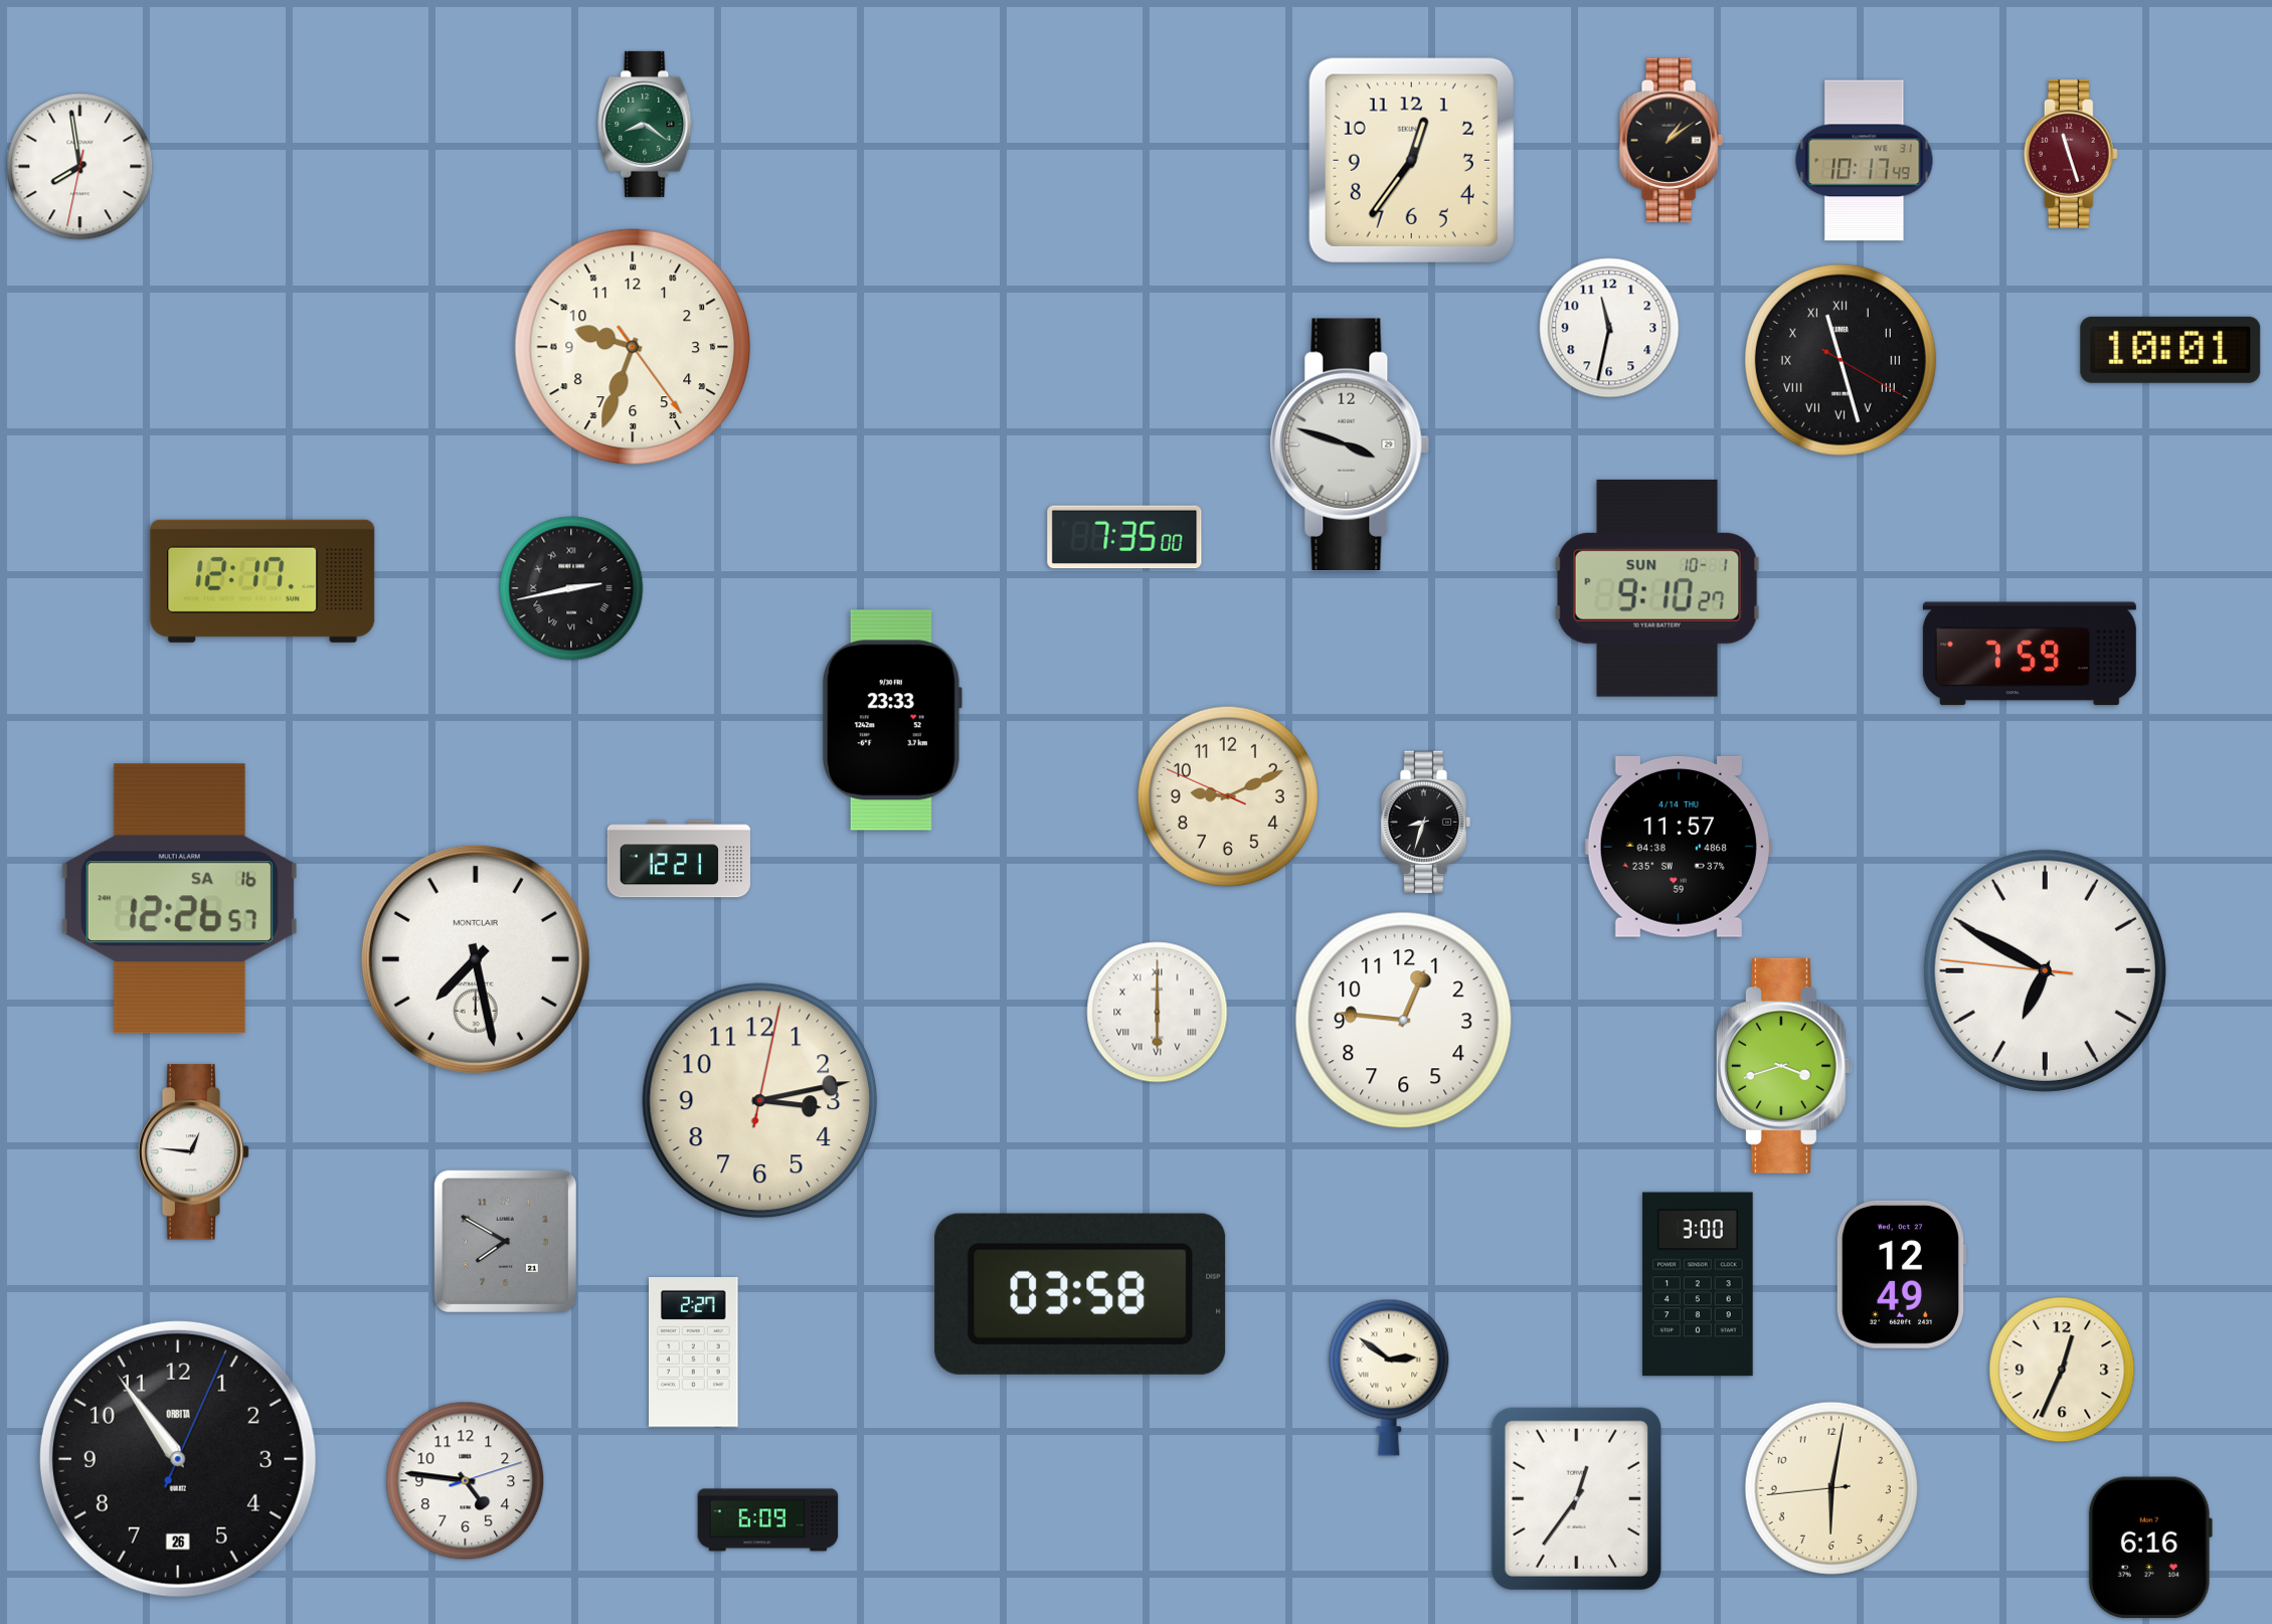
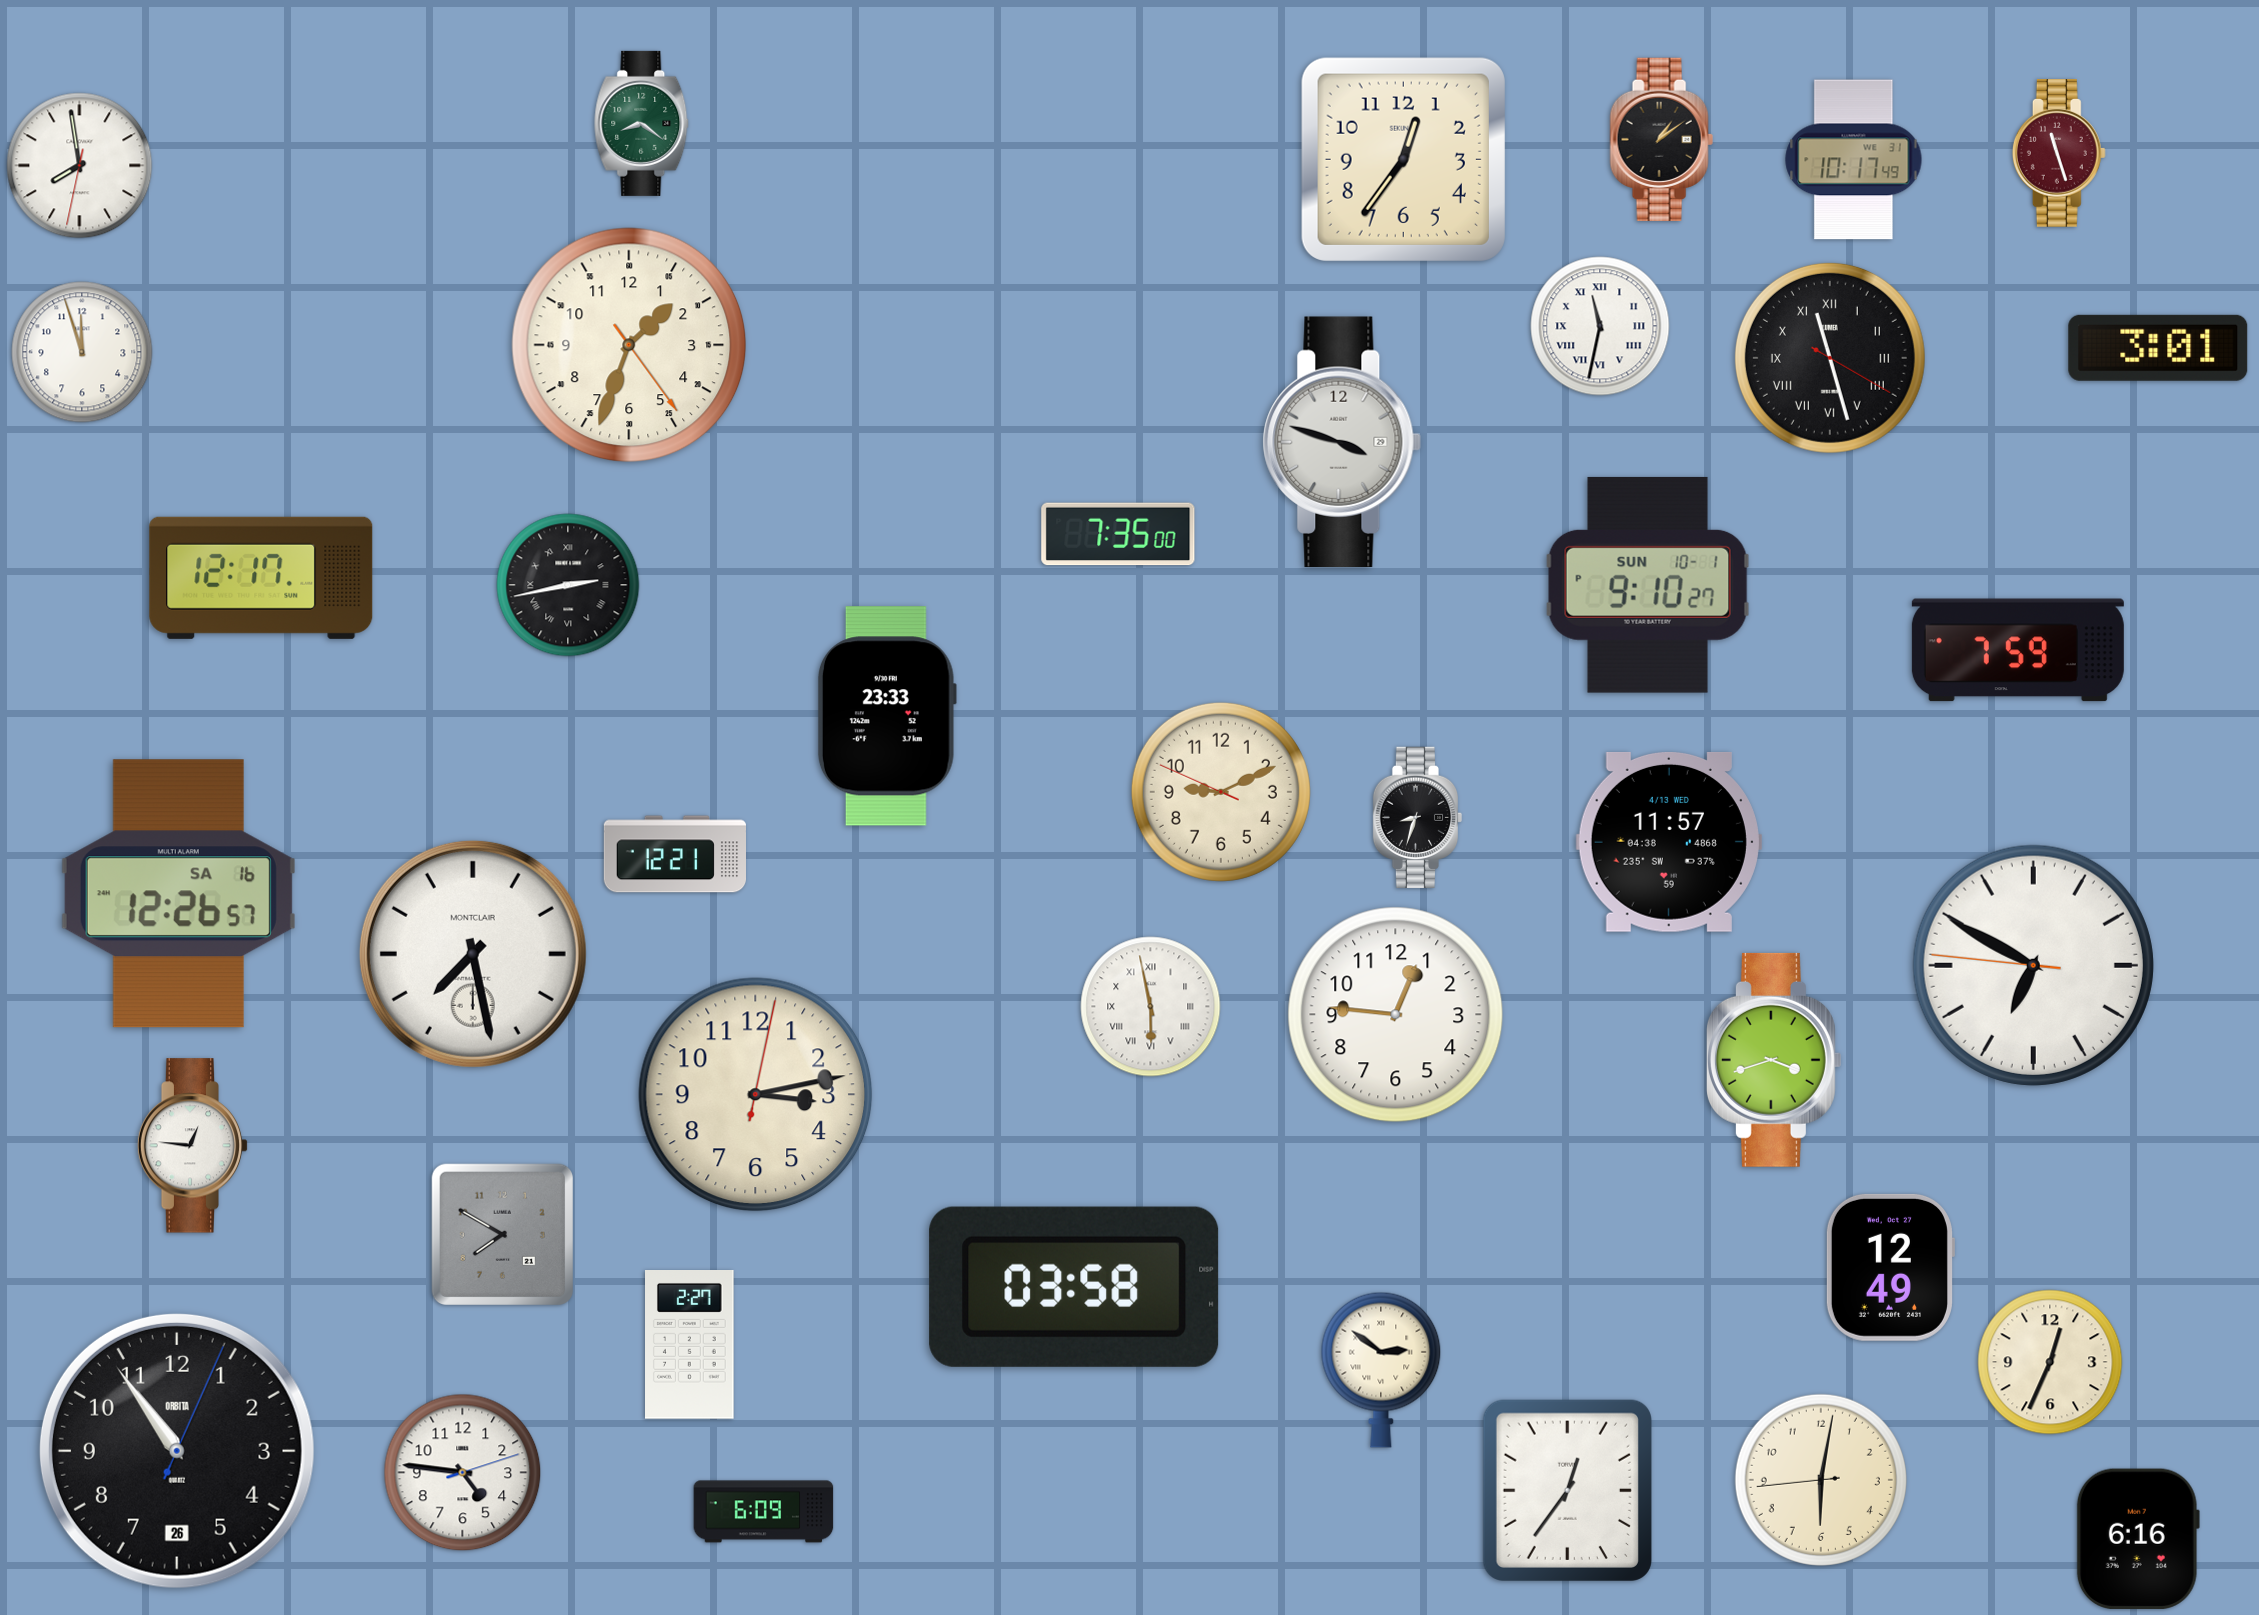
clock at (1609, 328) numerals: Arabic -> Roman
clock at (633, 347): 9:33 -> 1:33
clock at (2170, 350): 10:01 -> 3:01
clock at (82, 352): none -> 11:57
clock at (1679, 847) date: 4/14 THU -> 4/13 WED
clock at (1158, 1013): 6:00 -> 5:58
clock at (1698, 1284): 3:00 -> none
